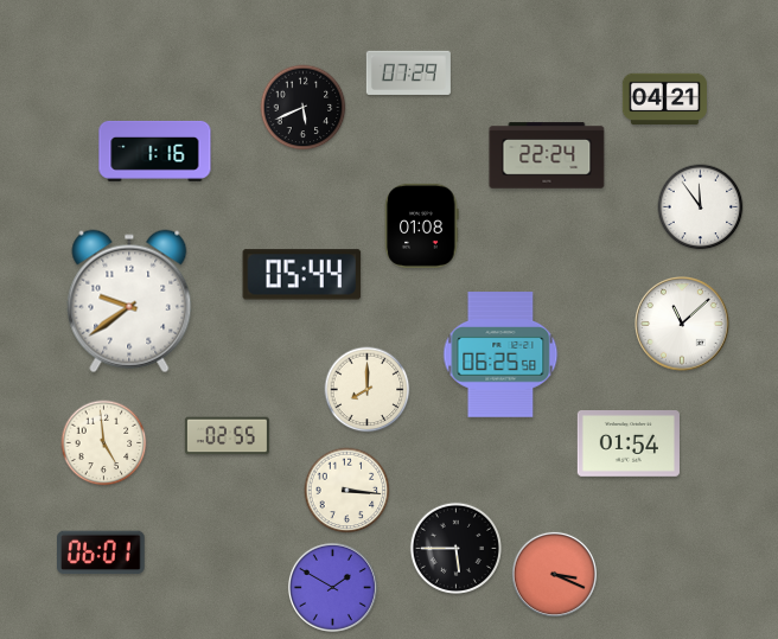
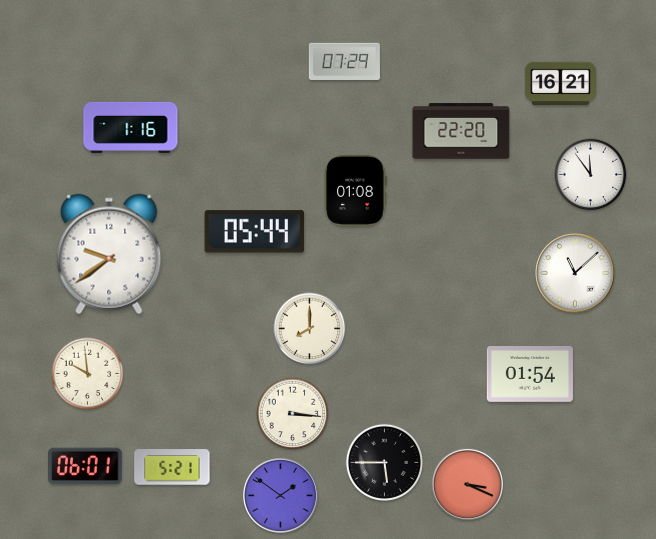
clock at (664, 98): 04:21 -> 16:21
clock at (304, 108): 5:41 -> none
clock at (547, 155): 22:24 -> 22:20
clock at (500, 354): 06:25 -> none
clock at (227, 436): 02:55 -> none
clock at (104, 443): 4:59 -> 9:59
clock at (172, 467): none -> 5:21
clock at (332, 587): 1:50 -> 1:51
